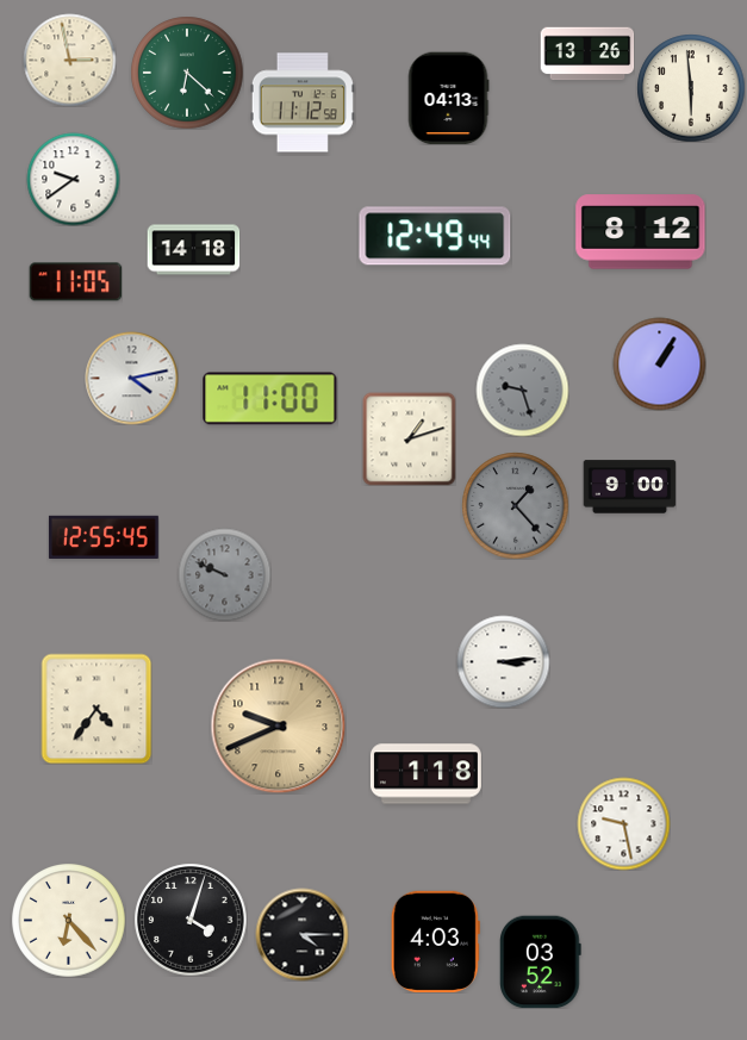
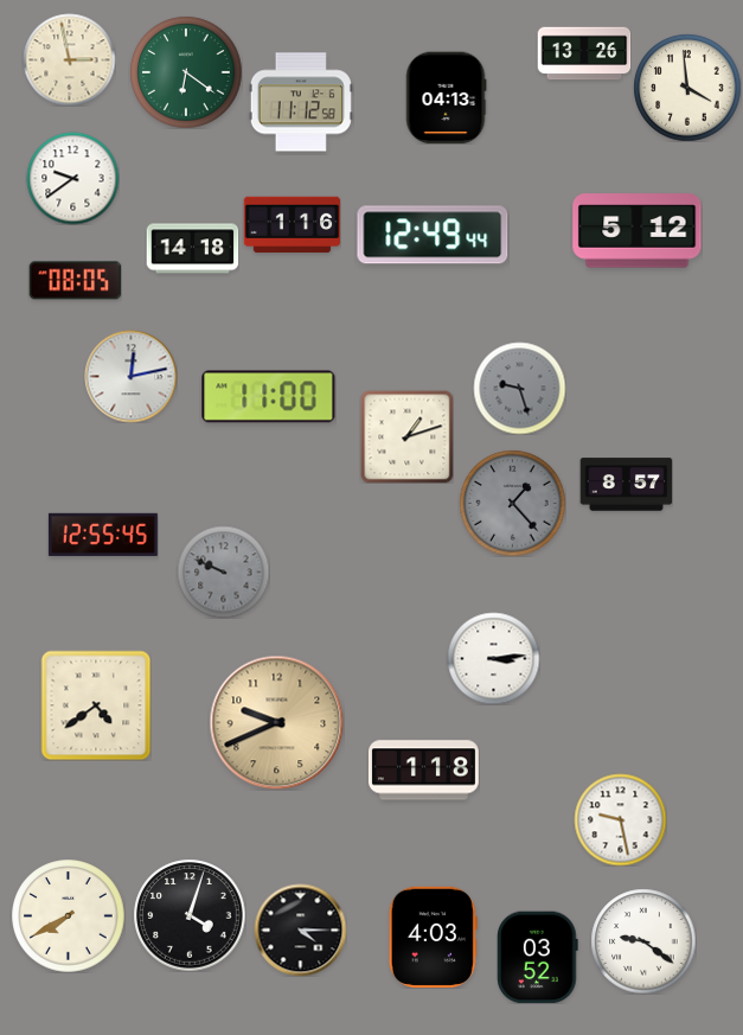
clock at (187, 73): 6:22 -> 6:21
clock at (691, 88): 5:59 -> 3:59
clock at (292, 225): none -> 1:16
clock at (641, 232): 8:12 -> 5:12
clock at (75, 282): 11:05 -> 08:05
clock at (659, 363): 1:05 -> none
clock at (131, 378): 4:13 -> 12:13
clock at (629, 487): 9:00 -> 8:57
clock at (503, 661) position: (503, 661) -> (493, 658)
clock at (97, 709): 4:36 -> 4:39
clock at (68, 920): 6:23 -> 7:40
clock at (643, 941): none -> 9:21
